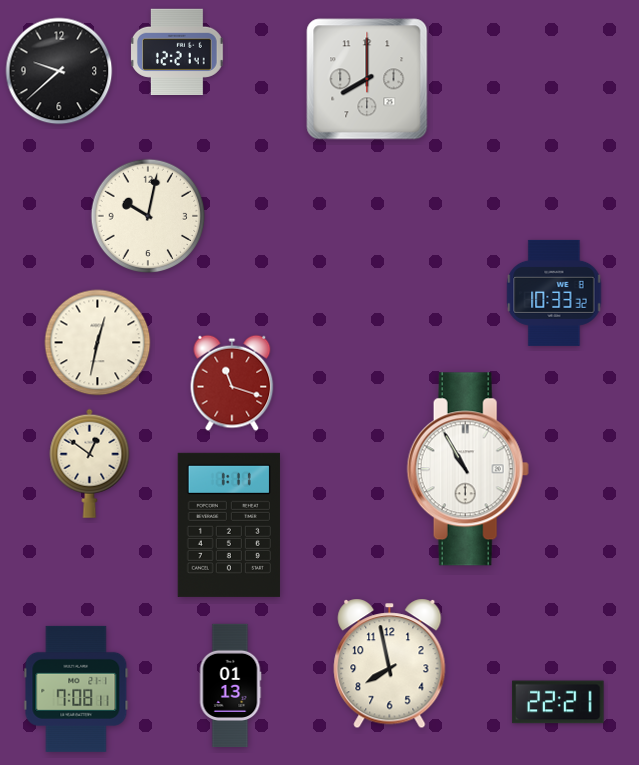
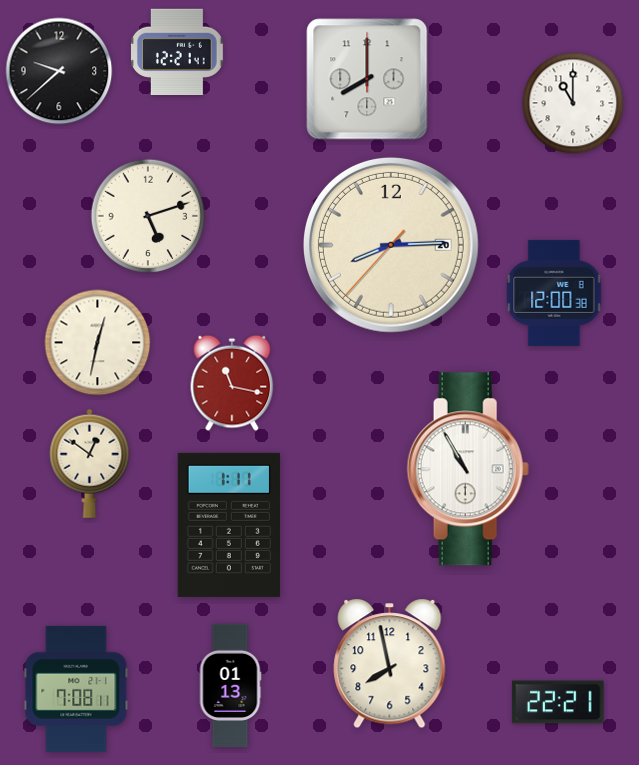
clock at (573, 103): none -> 11:00
clock at (148, 216): 10:02 -> 5:12
clock at (391, 245): none -> 8:14
clock at (554, 293): 10:33 -> 12:00
clock at (232, 383): 11:18 -> 11:17
